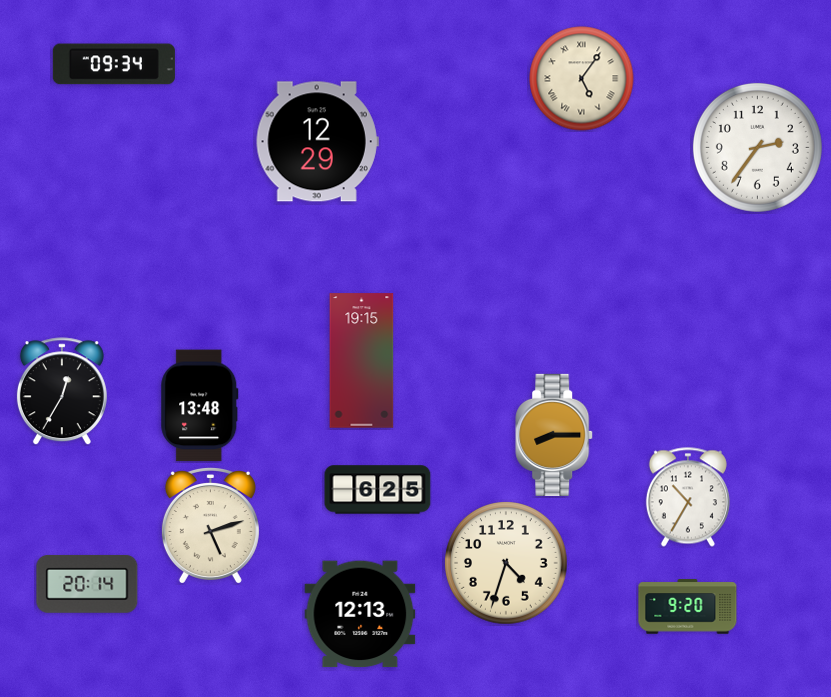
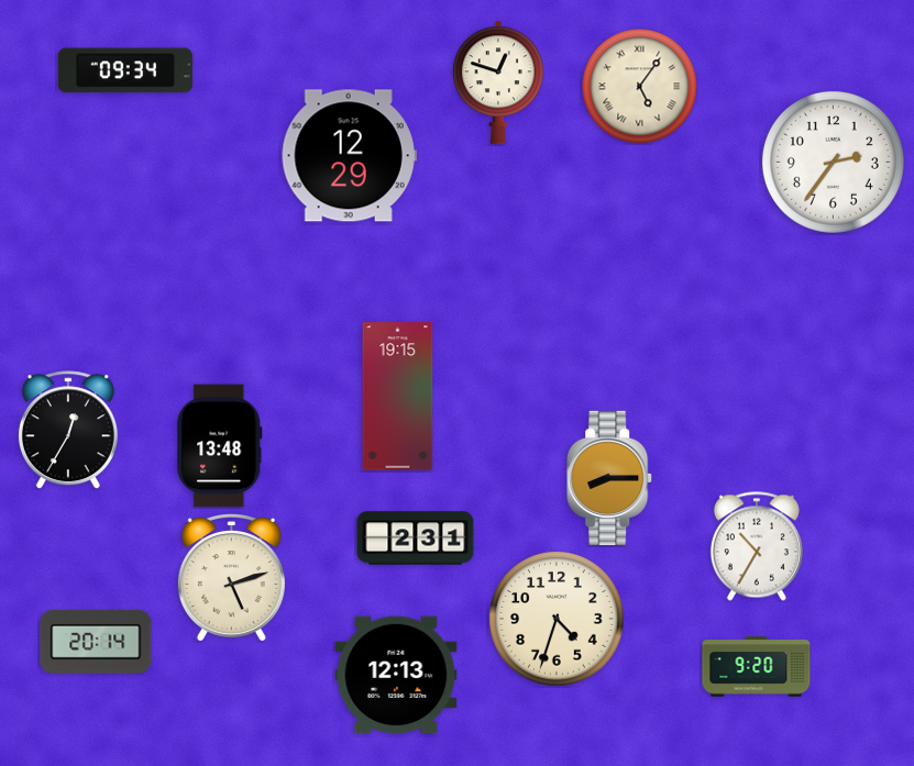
clock at (498, 82): none -> 12:48
clock at (378, 490): 6:25 -> 2:31
